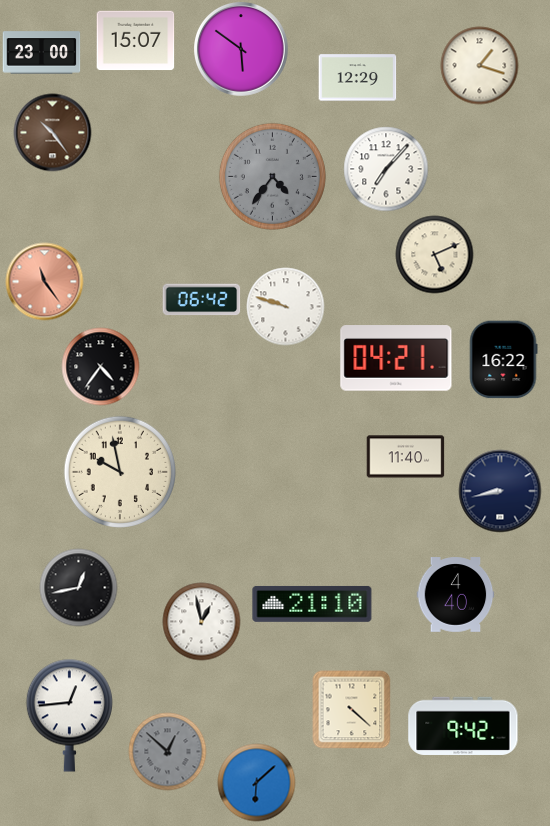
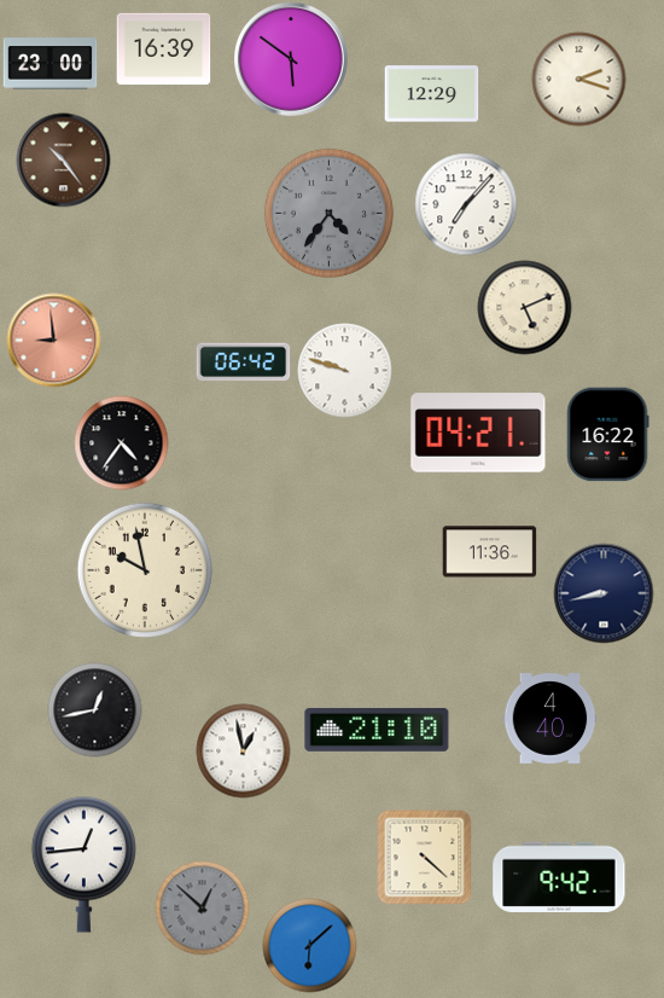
clock at (135, 41): 15:07 -> 16:39
clock at (479, 65): 1:18 -> 2:18
clock at (44, 281): 11:24 -> 8:59
clock at (405, 457): 11:40 -> 11:36
